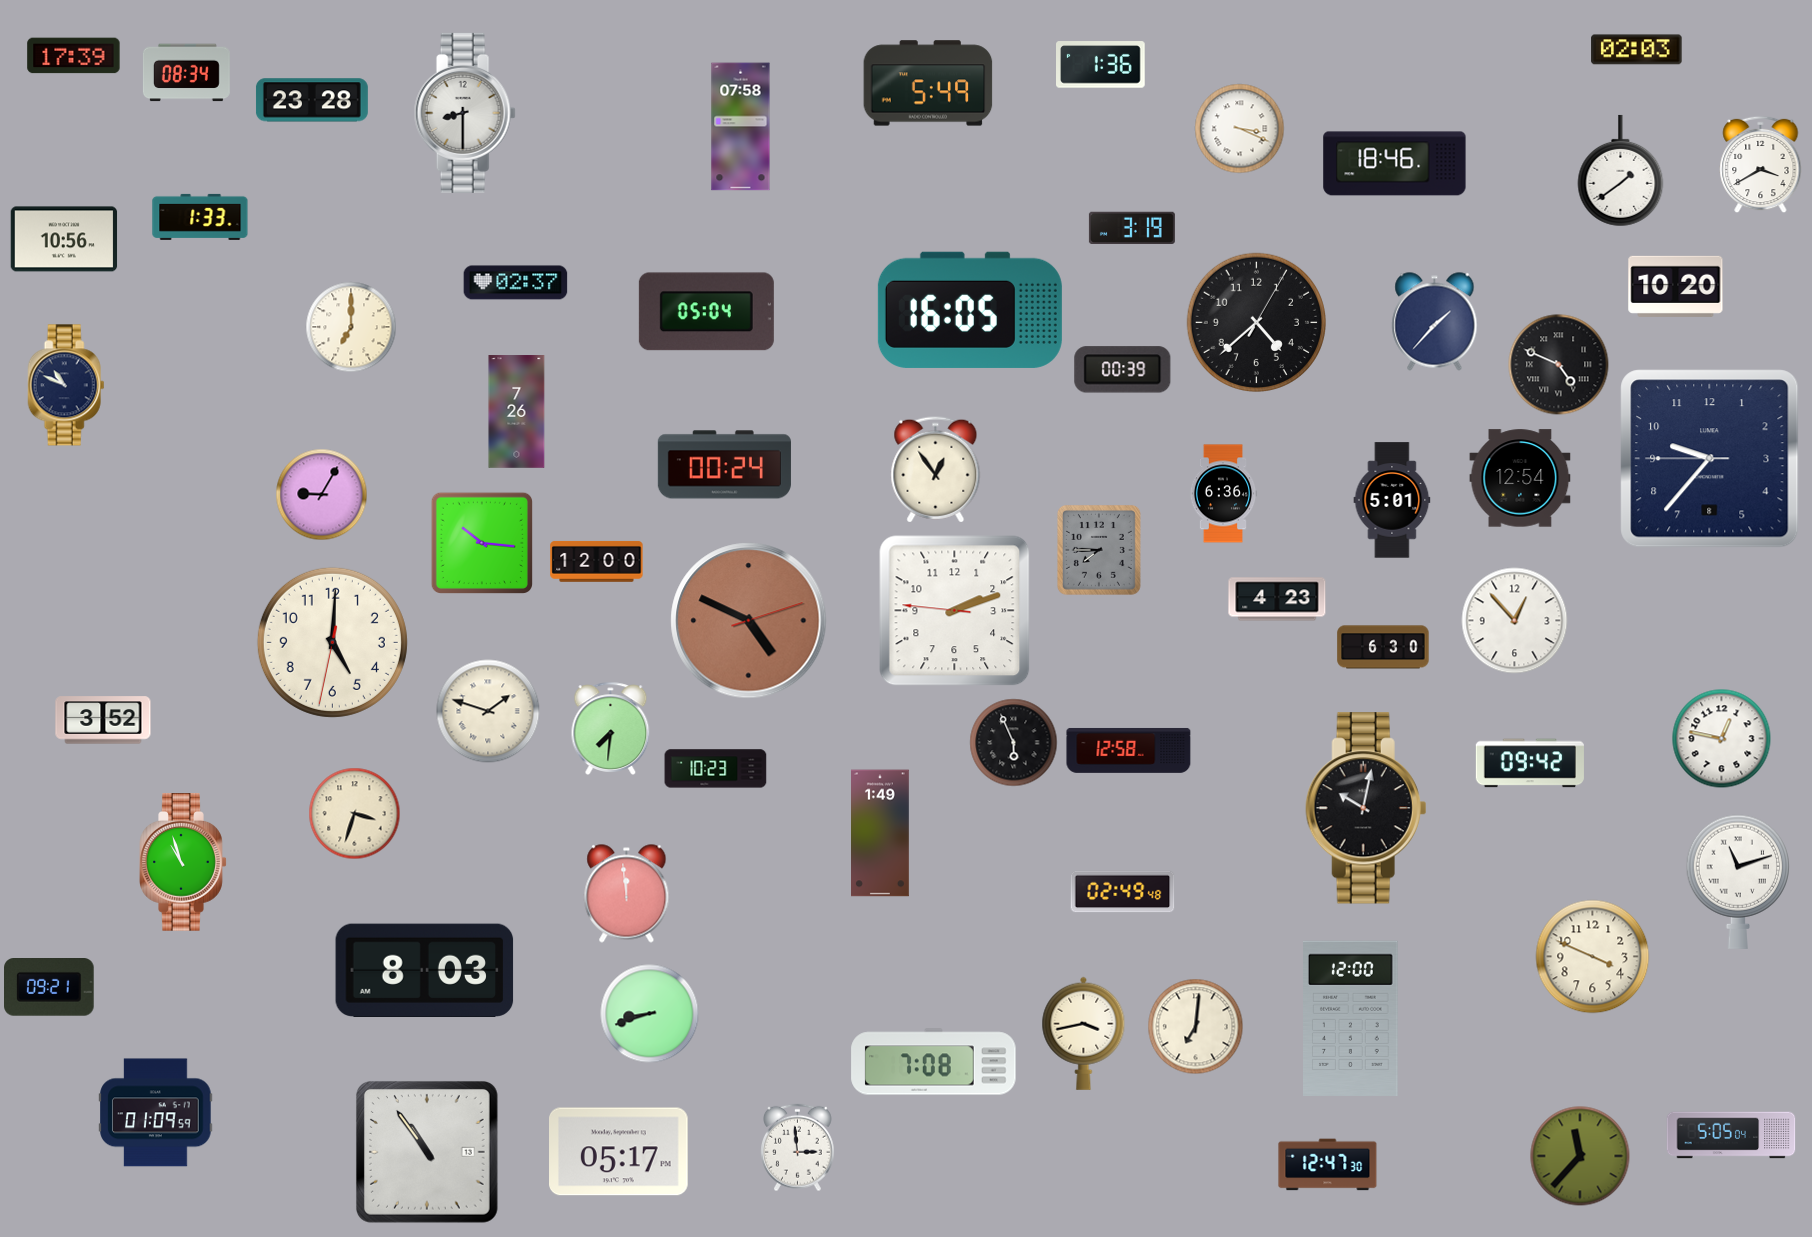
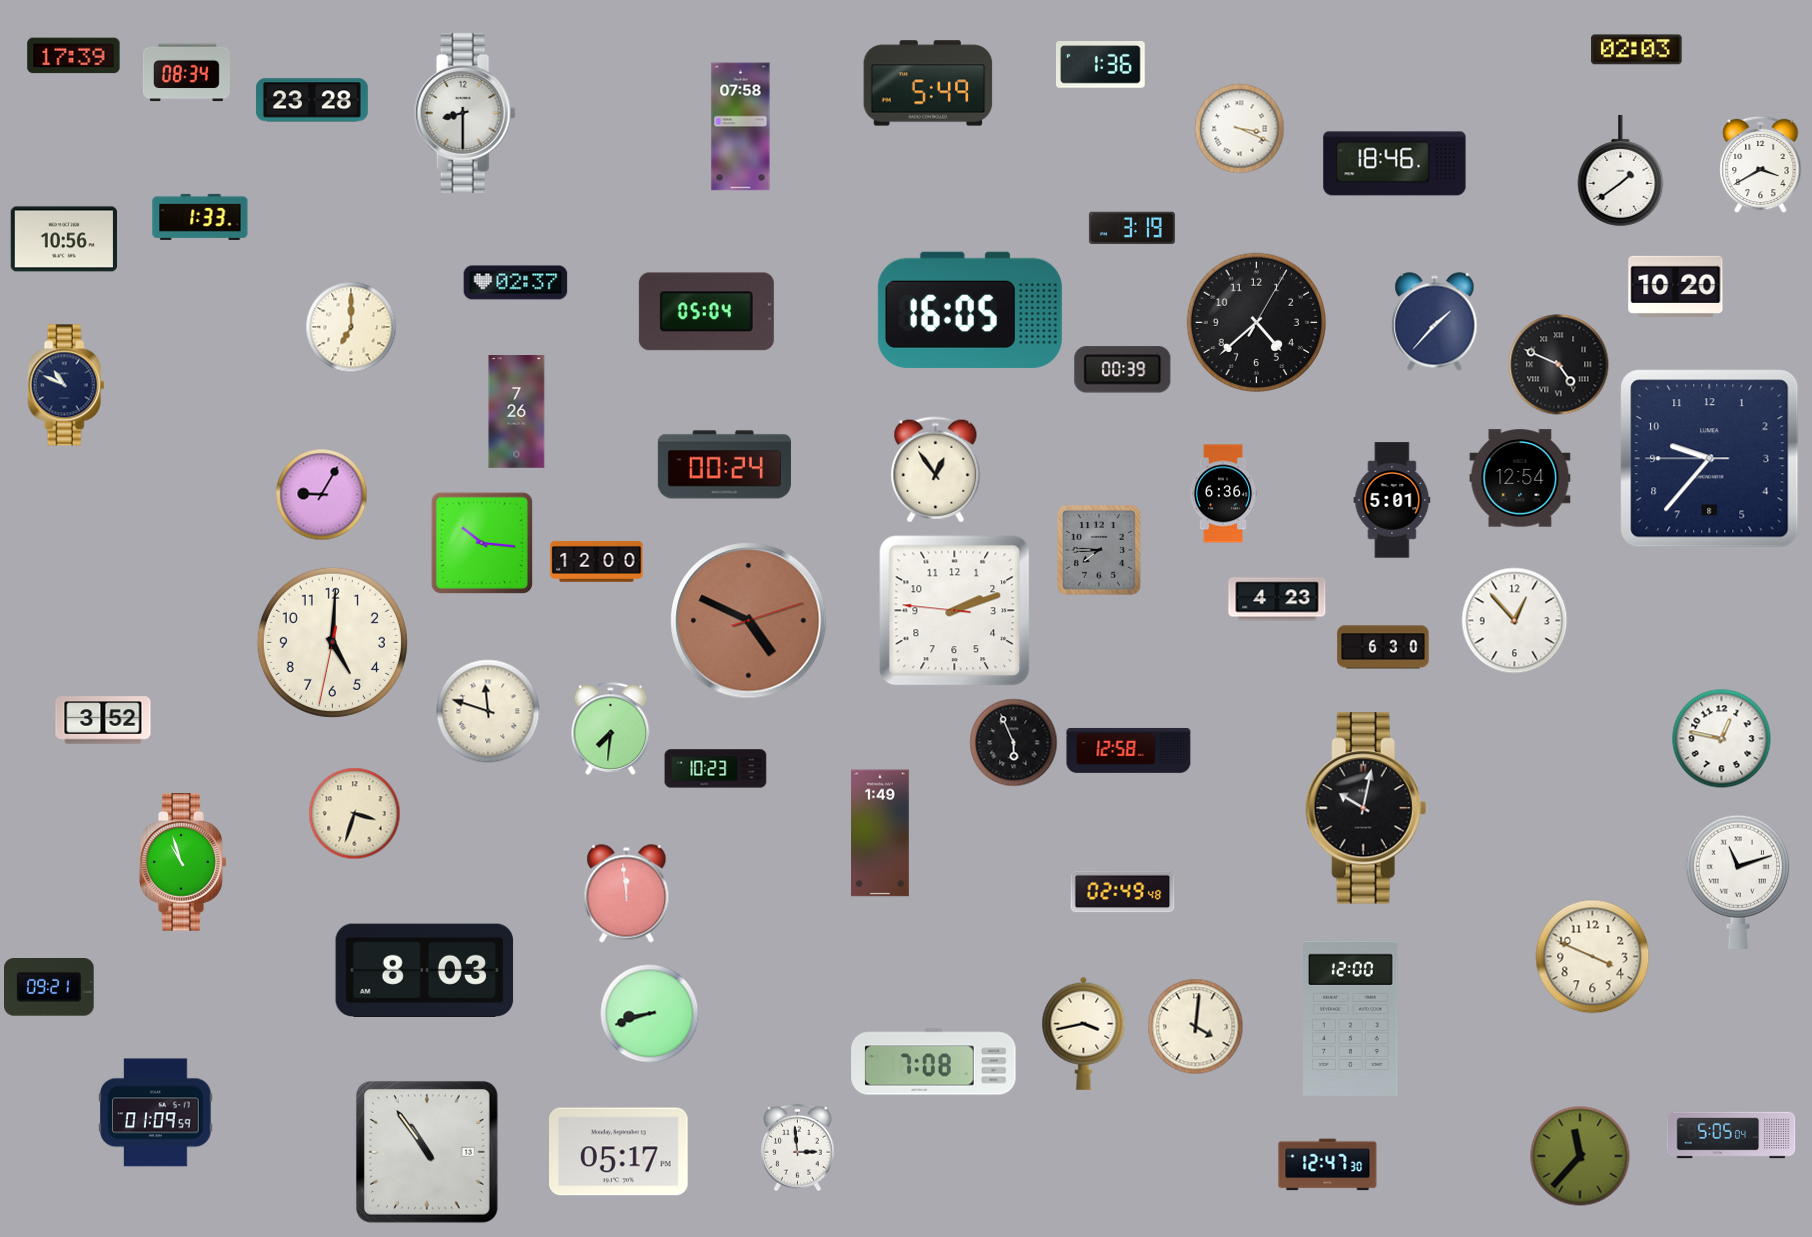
clock at (488, 711): 1:48 -> 11:48
clock at (1530, 763): 09:42 -> none
clock at (1196, 1027): 7:01 -> 4:01
